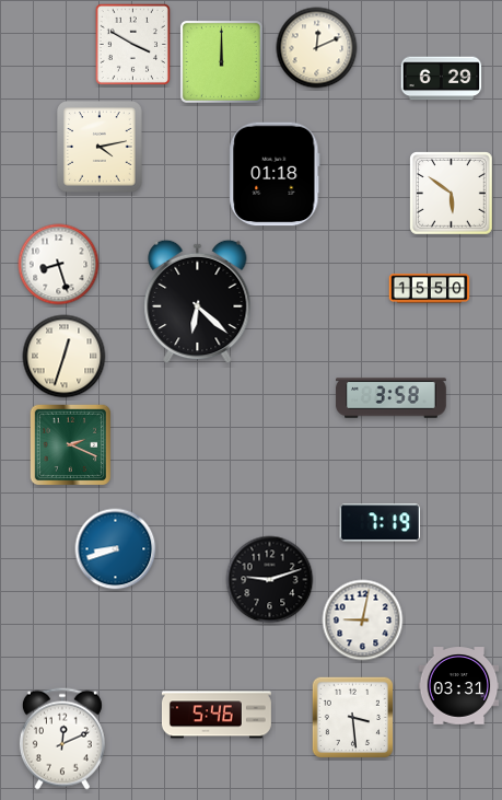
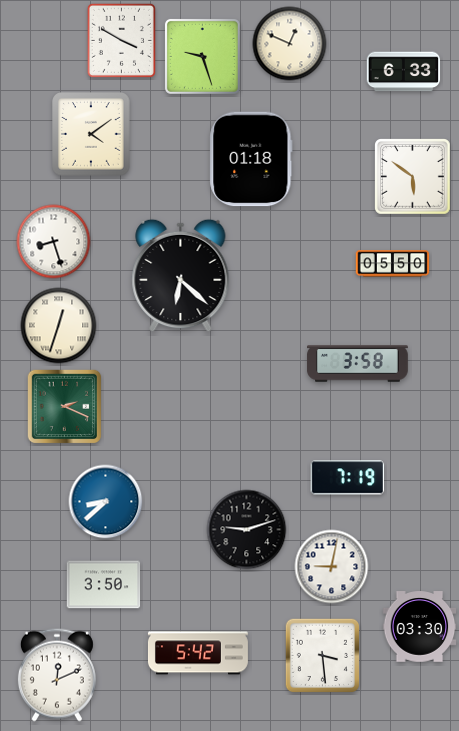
clock at (317, 48): 12:11 -> 12:49
clock at (221, 61): 12:00 -> 9:27
clock at (442, 79): 6:29 -> 6:33
clock at (100, 147): 4:13 -> 4:09
clock at (430, 289): 15:50 -> 05:50
clock at (116, 549): 8:42 -> 8:38
clock at (104, 585): none -> 3:50
clock at (459, 686): 03:31 -> 03:30
clock at (217, 715): 5:46 -> 5:42
